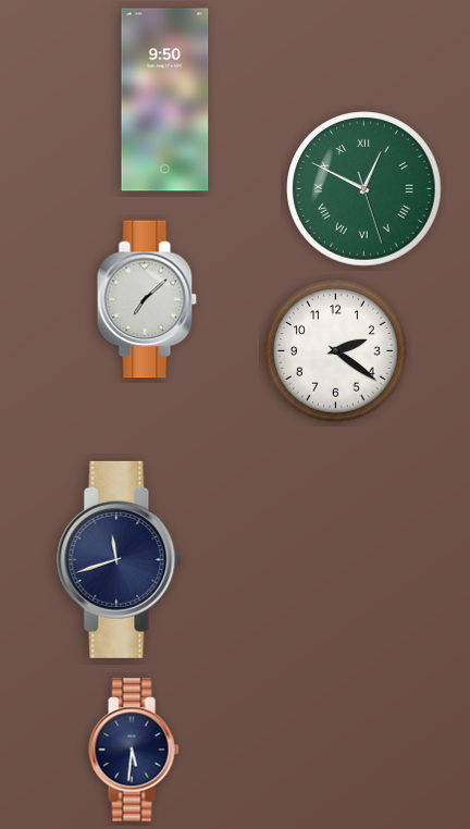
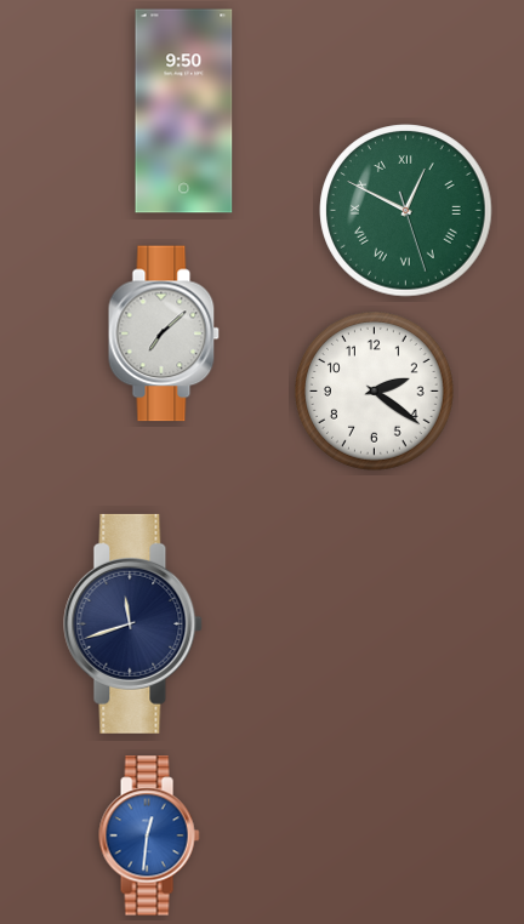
clock at (134, 750): 5:31 -> 12:31
clock at (134, 750) dial: navy -> blue
